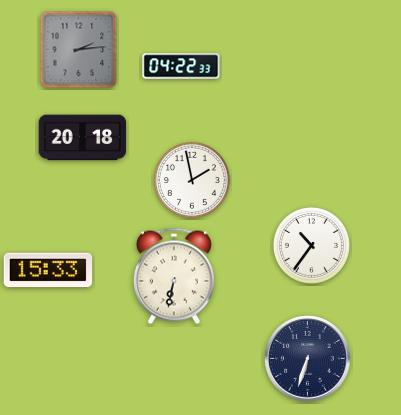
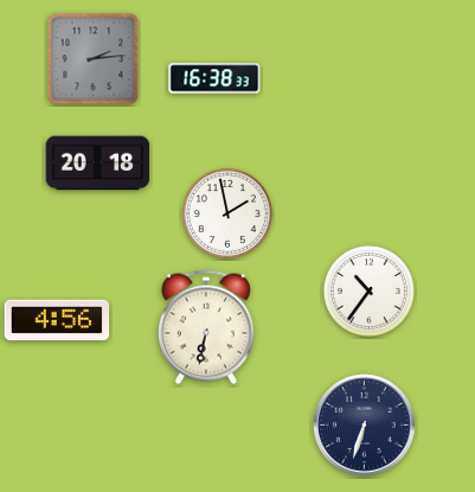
clock at (181, 66): 04:22 -> 16:38
clock at (48, 270): 15:33 -> 4:56
